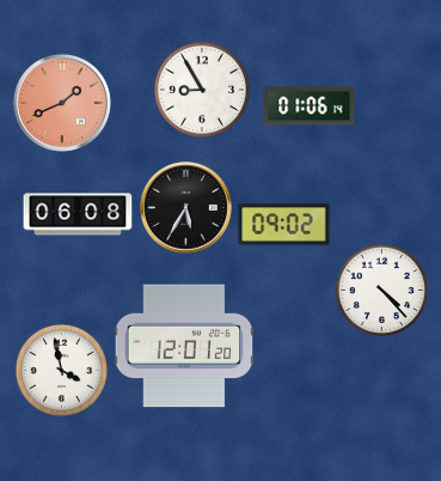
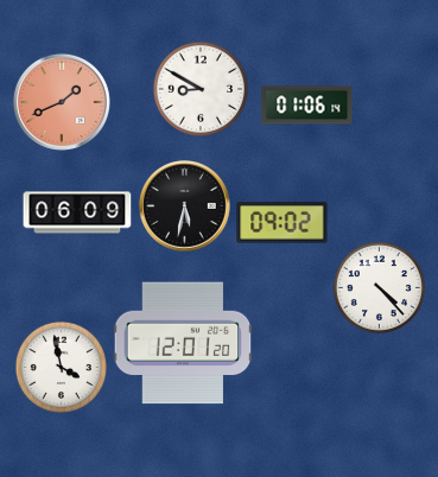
clock at (201, 89): 8:55 -> 8:50
clock at (186, 208): 5:35 -> 5:32
clock at (78, 214): 06:08 -> 06:09
